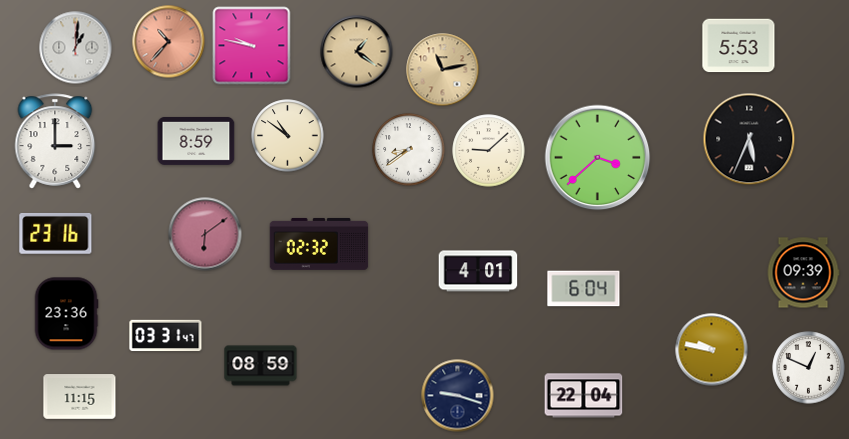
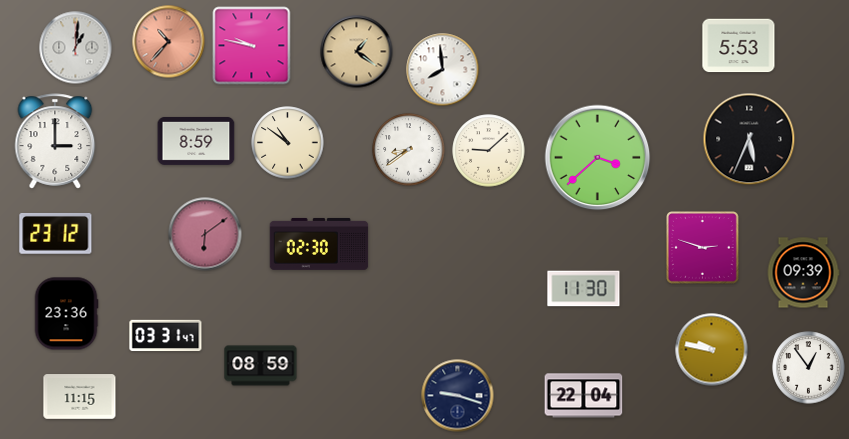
clock at (443, 70): 11:13 -> 7:59
clock at (443, 70) dial: champagne -> white
clock at (288, 136) position: (288, 136) -> (288, 143)
clock at (56, 233): 23:16 -> 23:12
clock at (319, 244): 02:32 -> 02:30
clock at (703, 248): none -> 2:48
clock at (478, 271): 4:01 -> none
clock at (584, 289): 6:04 -> 11:30
clock at (809, 368): 12:49 -> 12:54
